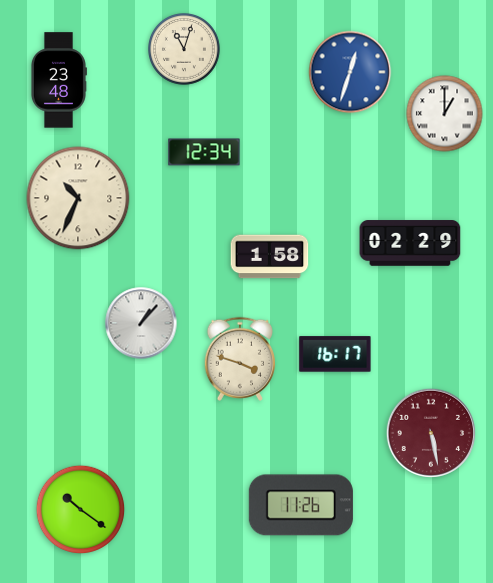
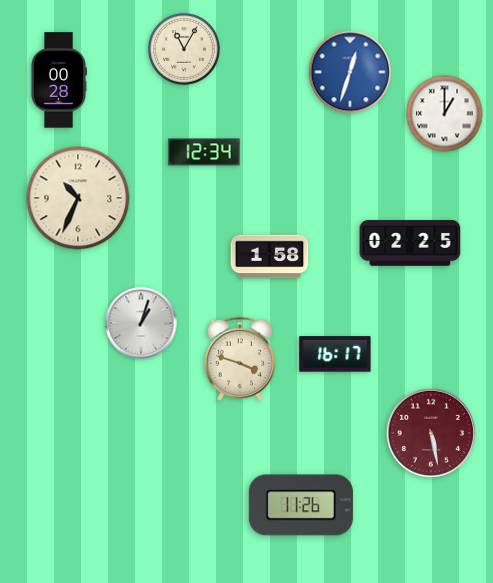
clock at (185, 50): 11:03 -> 11:05
clock at (58, 80): 23:48 -> 00:28
clock at (410, 243): 02:29 -> 02:25
clock at (141, 323): 1:07 -> 1:03
clock at (81, 510): 10:21 -> none
